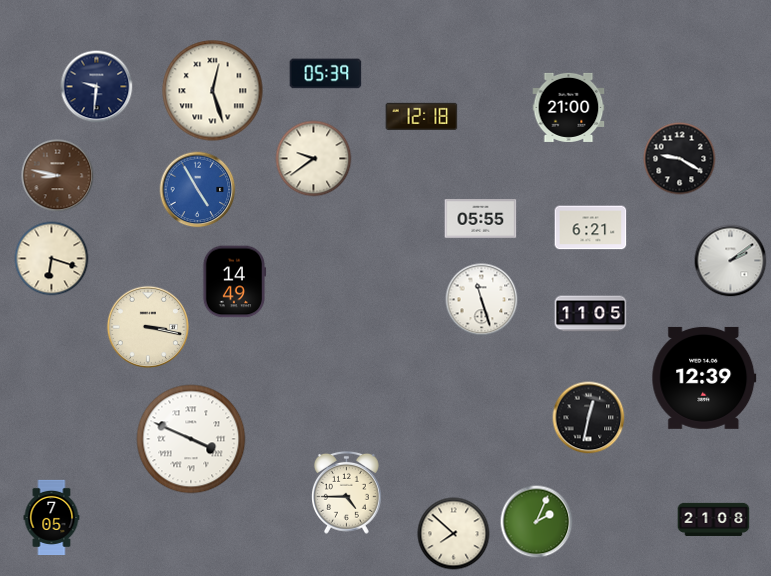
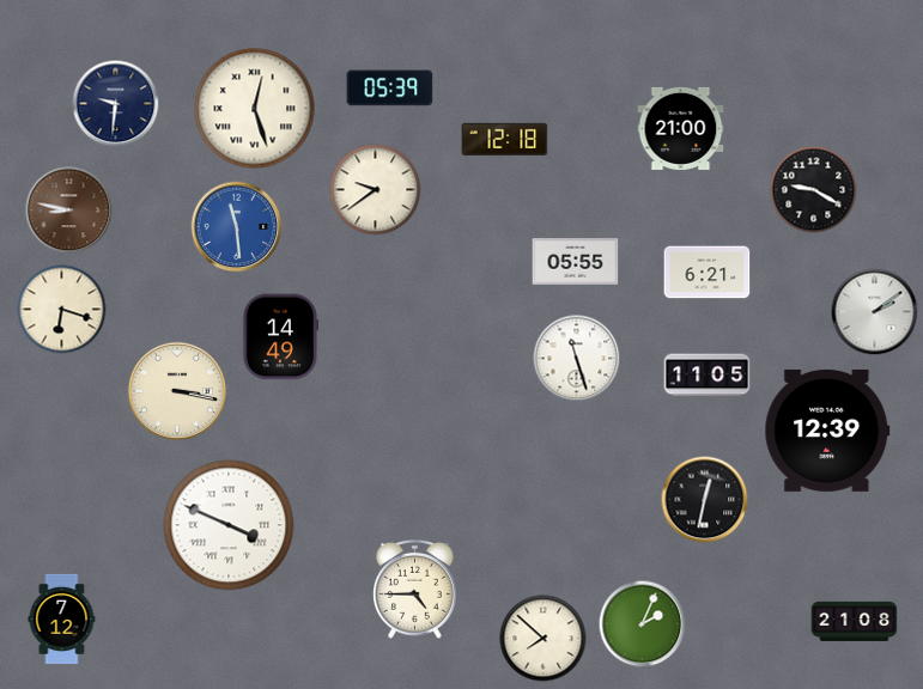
clock at (198, 190): 4:55 -> 11:29
clock at (704, 378) position: (704, 378) -> (827, 431)
clock at (52, 517): 7:05 -> 7:12
